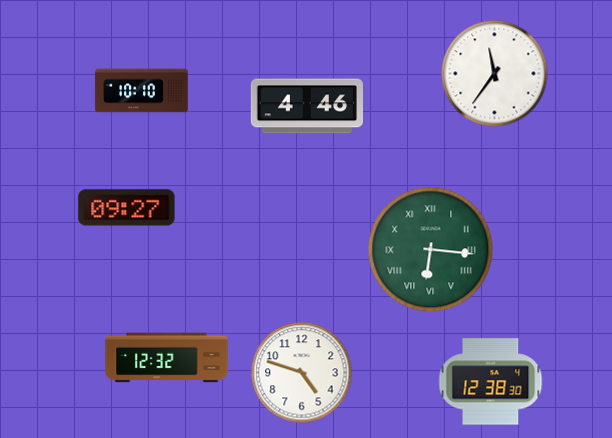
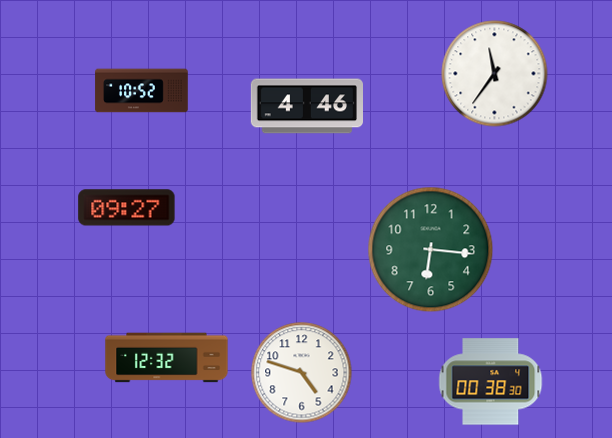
clock at (142, 91): 10:10 -> 10:52
clock at (431, 250) numerals: Roman -> Arabic
clock at (491, 382): 12:38 -> 00:38
